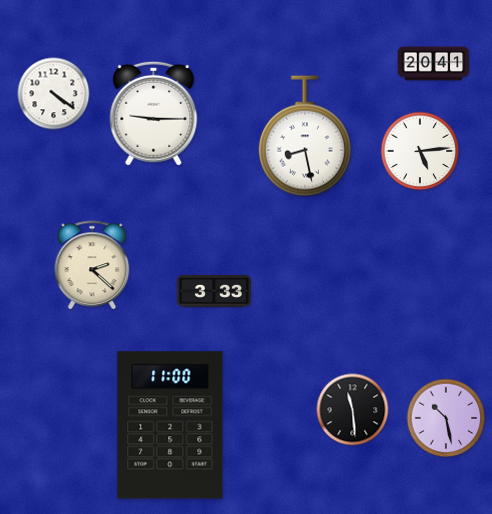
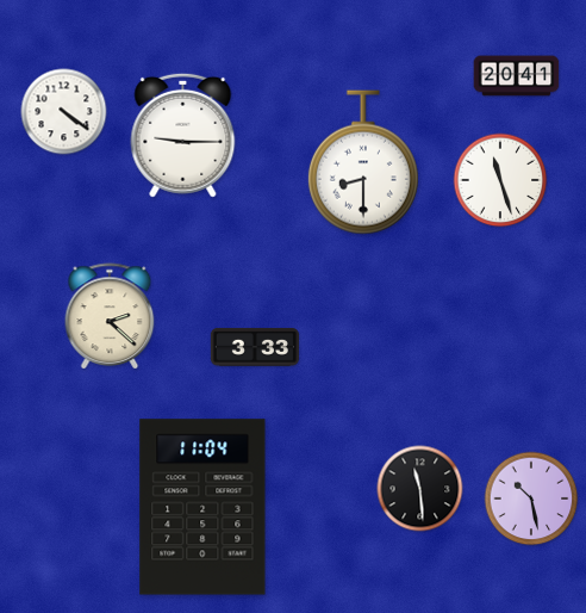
clock at (305, 136): 8:28 -> 8:30
clock at (420, 151): 5:14 -> 11:27
clock at (170, 425): 11:00 -> 11:04
